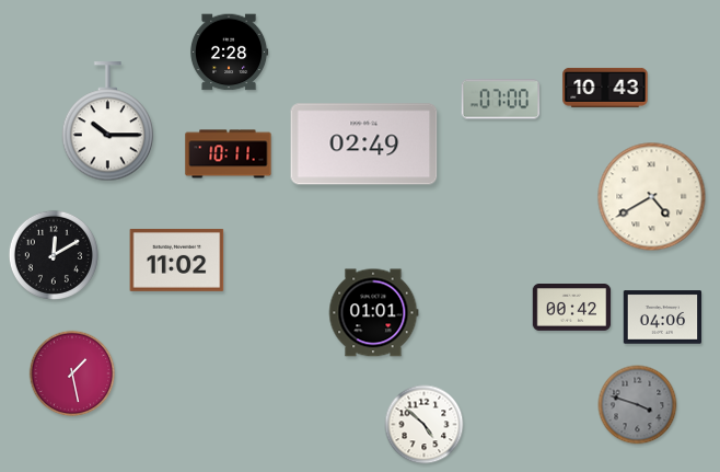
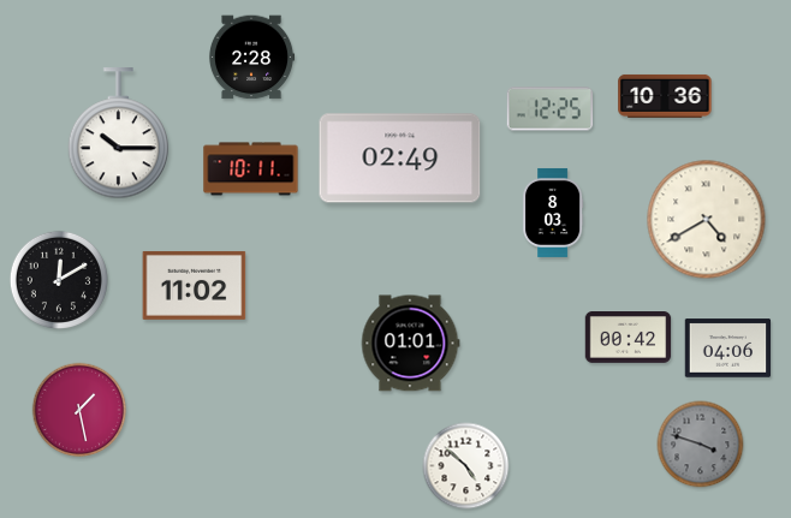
clock at (605, 88): 10:43 -> 10:36
clock at (501, 100): 07:00 -> 12:25
clock at (553, 213): none -> 8:03
clock at (652, 197) position: (652, 197) -> (707, 220)
